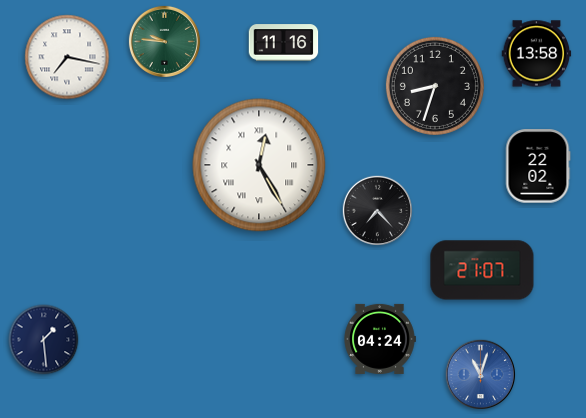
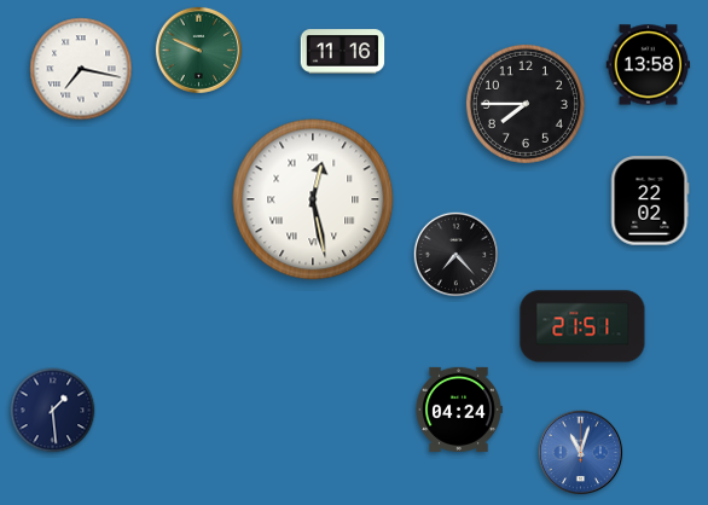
clock at (164, 41): 9:46 -> 9:49
clock at (435, 86): 8:33 -> 7:45
clock at (259, 165): 12:25 -> 12:28
clock at (482, 270): 21:07 -> 21:51
